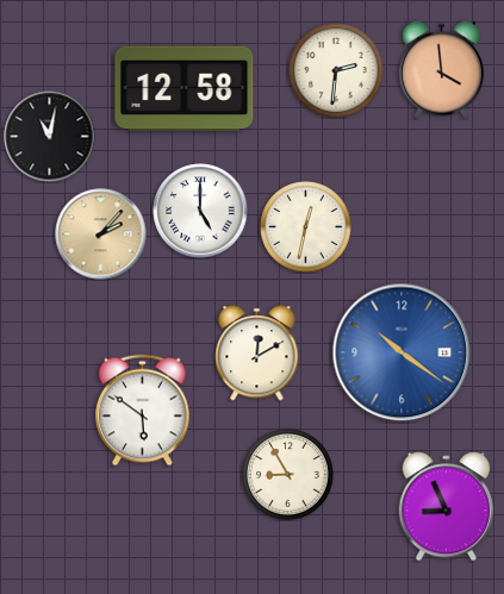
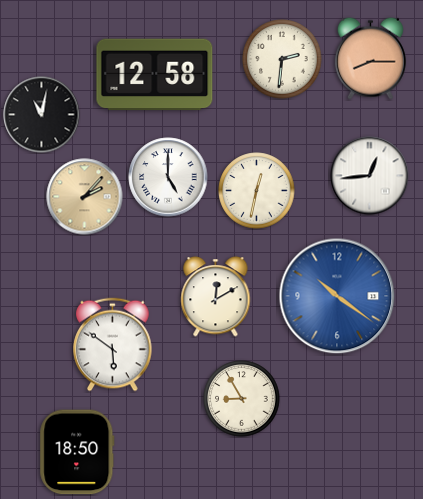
clock at (441, 69): 3:59 -> 8:15
clock at (370, 176): none -> 12:44
clock at (143, 411) position: (143, 411) -> (113, 345)
clock at (446, 507): 8:56 -> none
clock at (77, 452): none -> 18:50
